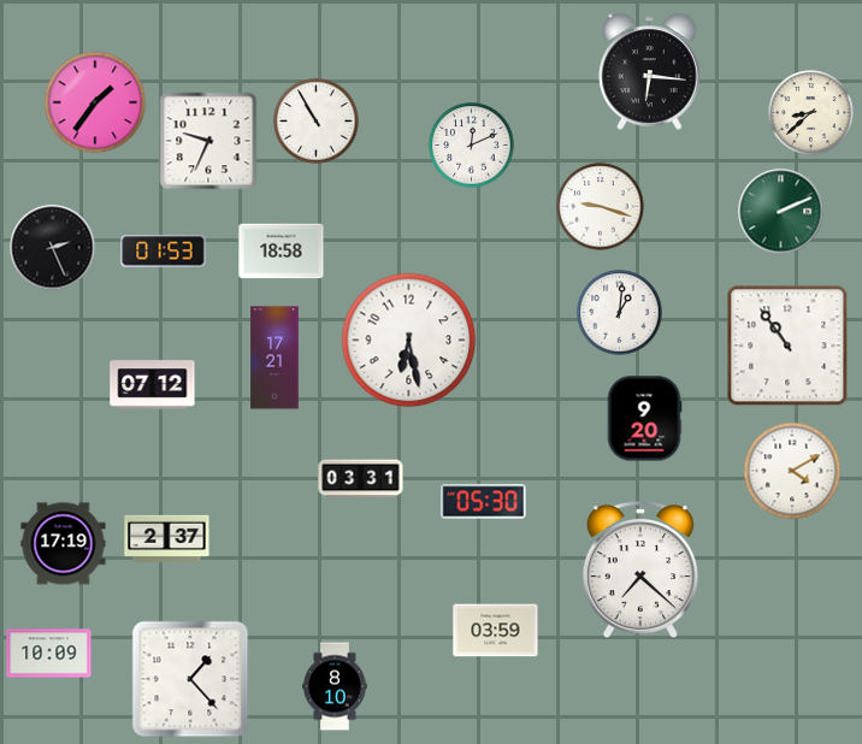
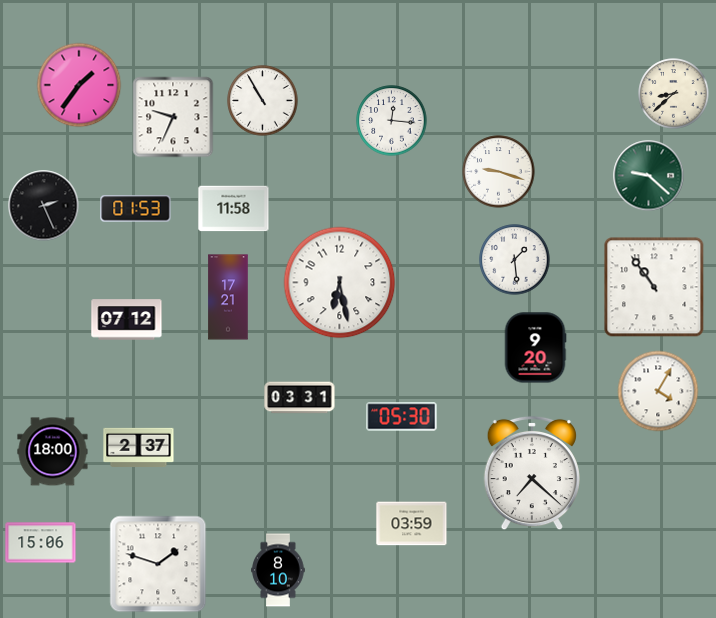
clock at (650, 71): 6:16 -> none
clock at (472, 146): 12:11 -> 12:16
clock at (781, 212): 2:11 -> 9:22
clock at (282, 252): 18:58 -> 11:58
clock at (620, 313): 1:01 -> 1:29
clock at (792, 471): 4:10 -> 4:05
clock at (64, 544): 17:19 -> 18:00
clock at (49, 654): 10:09 -> 15:06
clock at (190, 679): 1:23 -> 1:48
